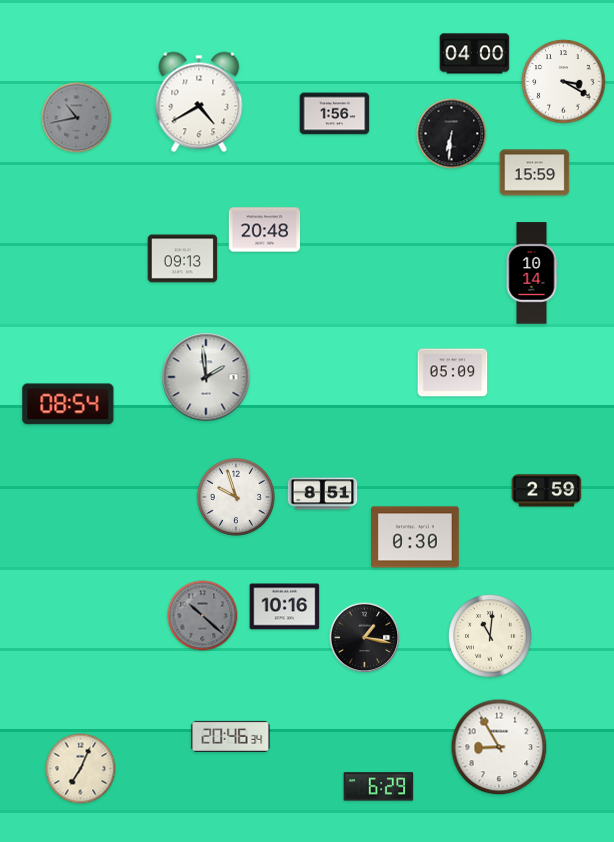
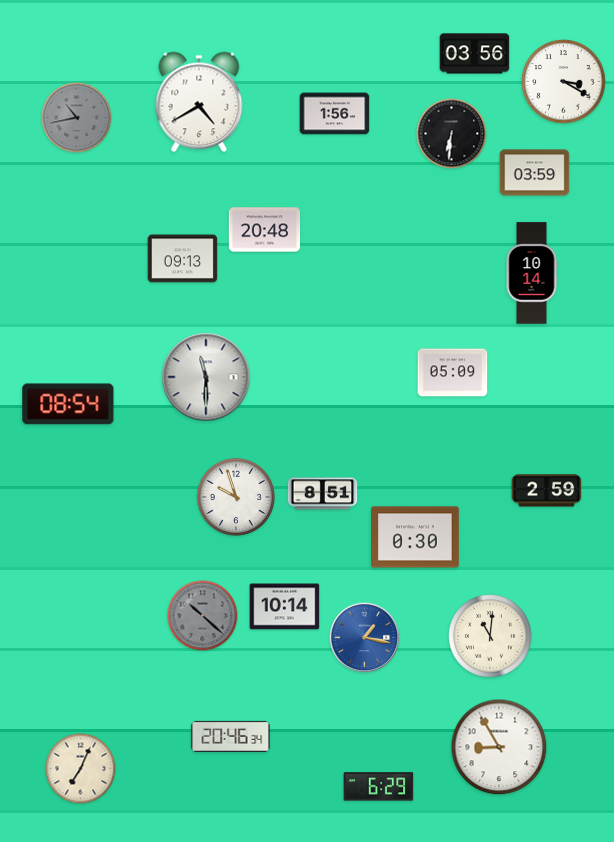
clock at (475, 54): 04:00 -> 03:56
clock at (535, 173): 15:59 -> 03:59
clock at (206, 377): 1:59 -> 11:30
clock at (285, 607): 10:16 -> 10:14
clock at (365, 638) dial: black -> blue
